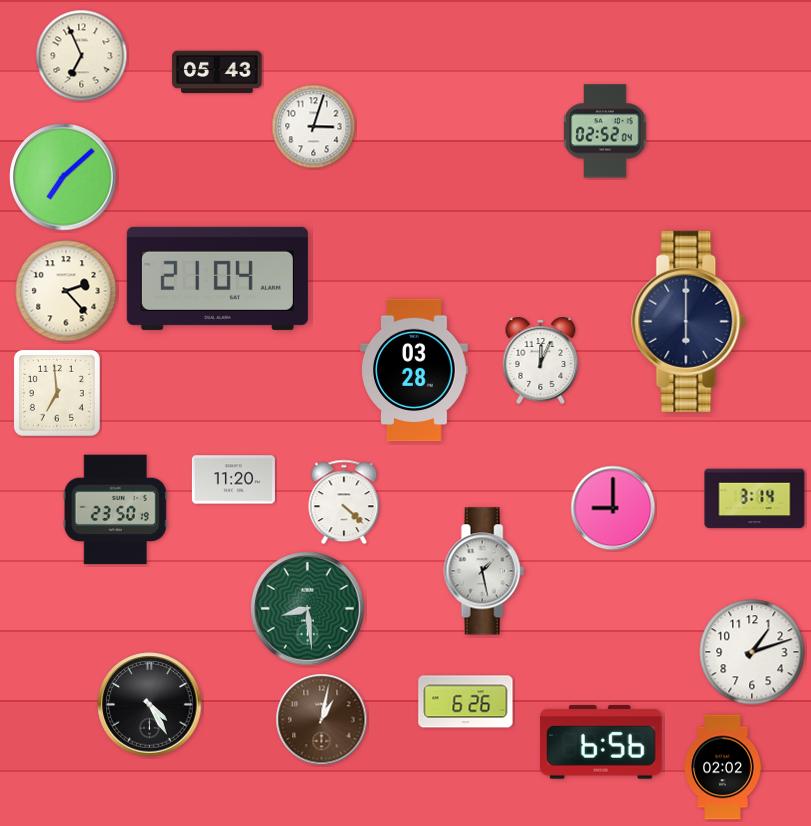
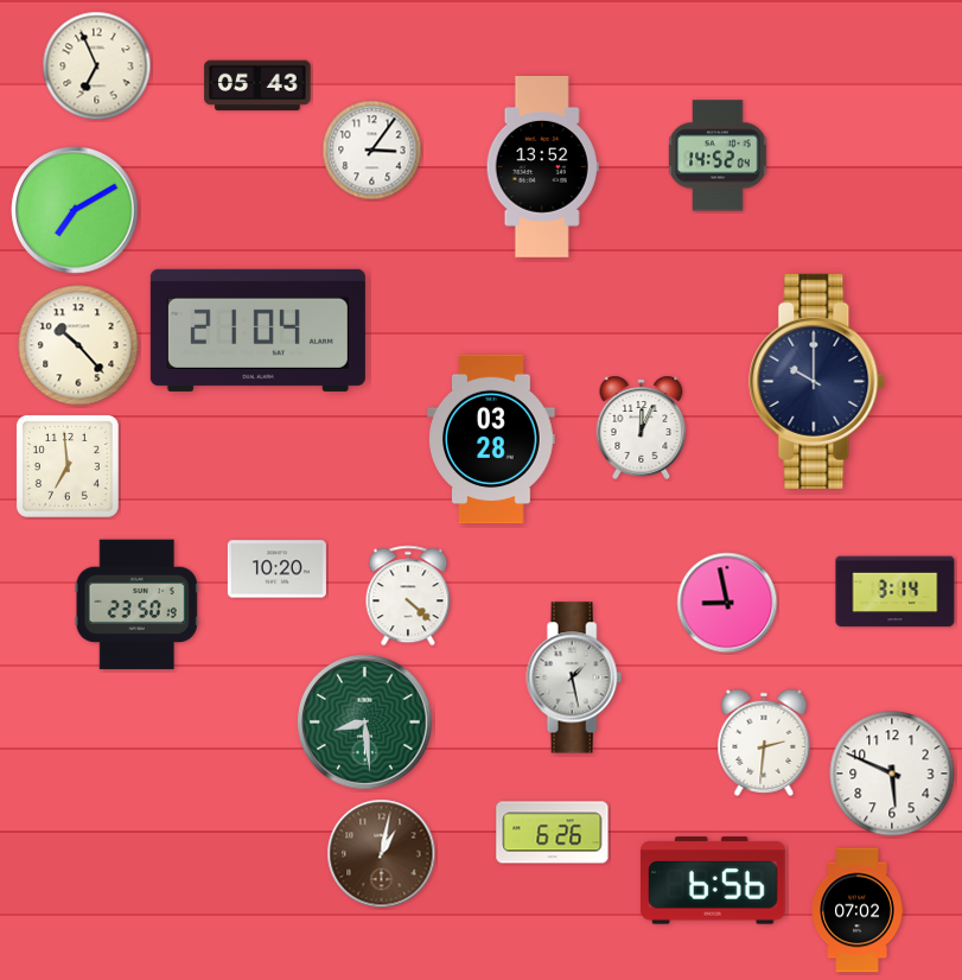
clock at (314, 127): 3:03 -> 3:06
clock at (605, 131): 02:52 -> 14:52
clock at (542, 167): none -> 13:52
clock at (63, 177): 7:08 -> 7:10
clock at (66, 291): 2:23 -> 10:23
clock at (689, 321): 6:00 -> 10:00
clock at (233, 480): 11:20 -> 10:20
clock at (613, 508): 9:00 -> 8:58
clock at (764, 743): none -> 2:31
clock at (752, 652): 1:12 -> 5:49
clock at (150, 705): 4:25 -> none
clock at (723, 767): 02:02 -> 07:02
